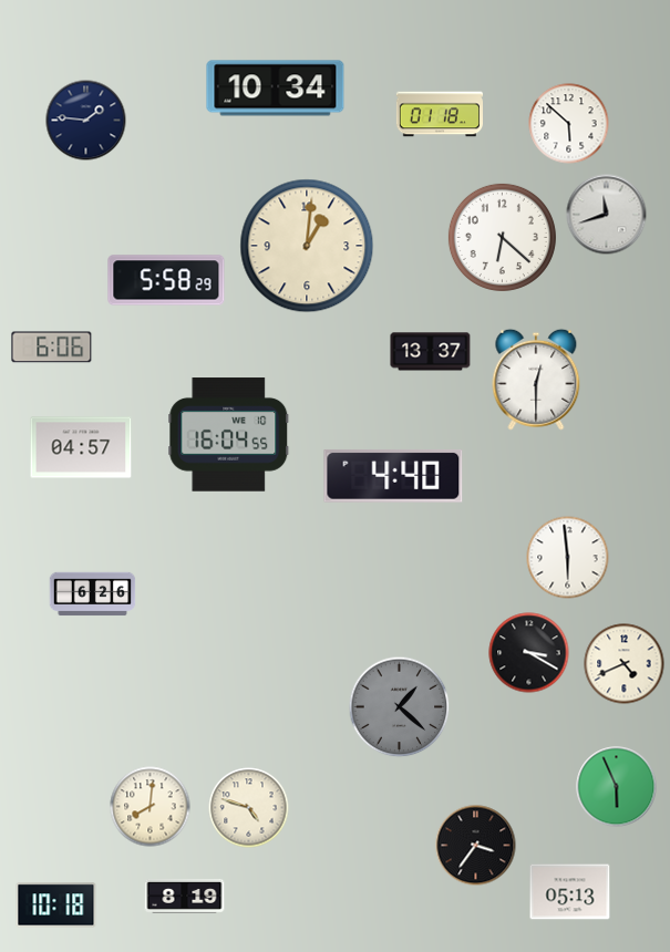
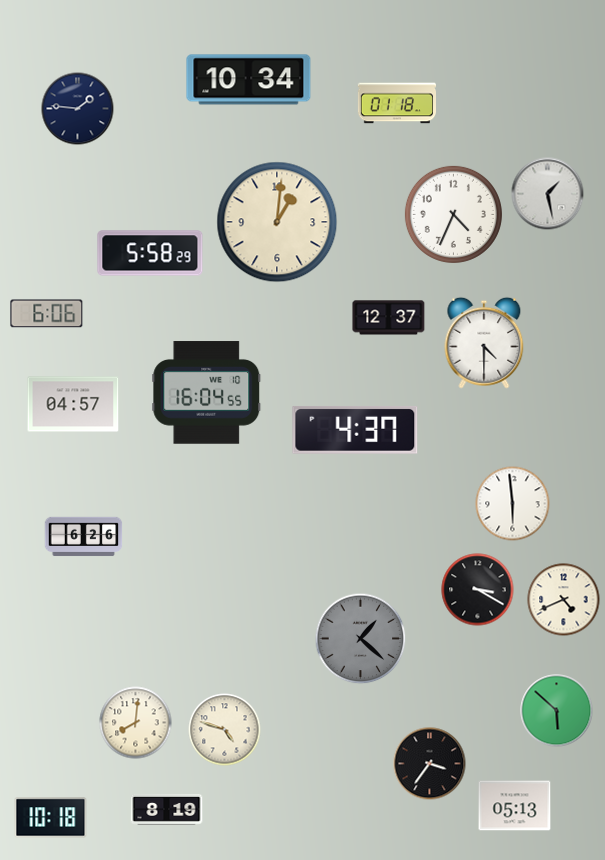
clock at (569, 124): 5:52 -> none
clock at (607, 215): 11:42 -> 1:28
clock at (502, 237): 6:22 -> 4:34
clock at (431, 352): 13:37 -> 12:37
clock at (536, 380): 12:30 -> 4:30
clock at (393, 476): 4:40 -> 4:37
clock at (617, 787): 5:56 -> 5:52
clock at (151, 807) position: (151, 807) -> (136, 723)
